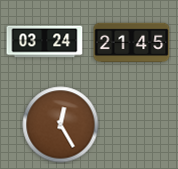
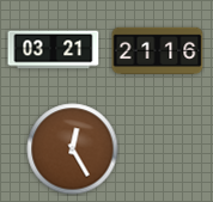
clock at (45, 42): 03:24 -> 03:21
clock at (132, 43): 21:45 -> 21:16
